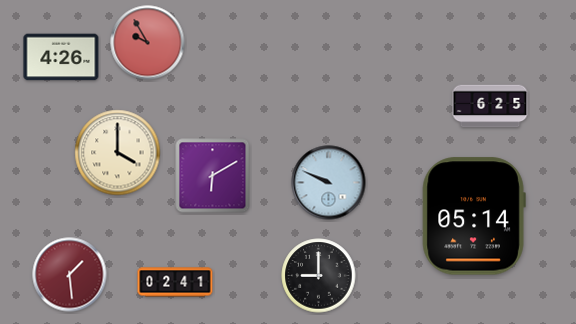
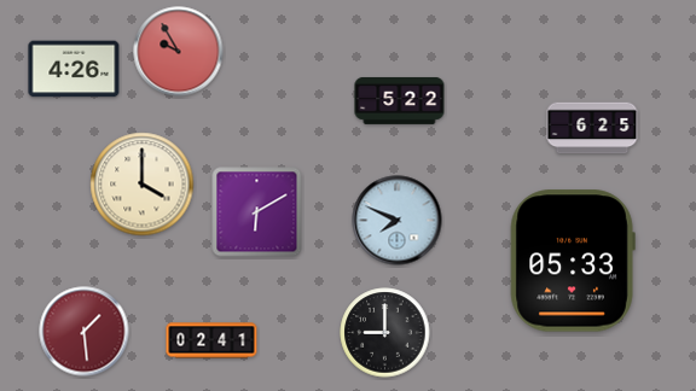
clock at (400, 100): none -> 5:22
clock at (329, 183): 9:49 -> 7:49
clock at (474, 216): 05:14 -> 05:33
